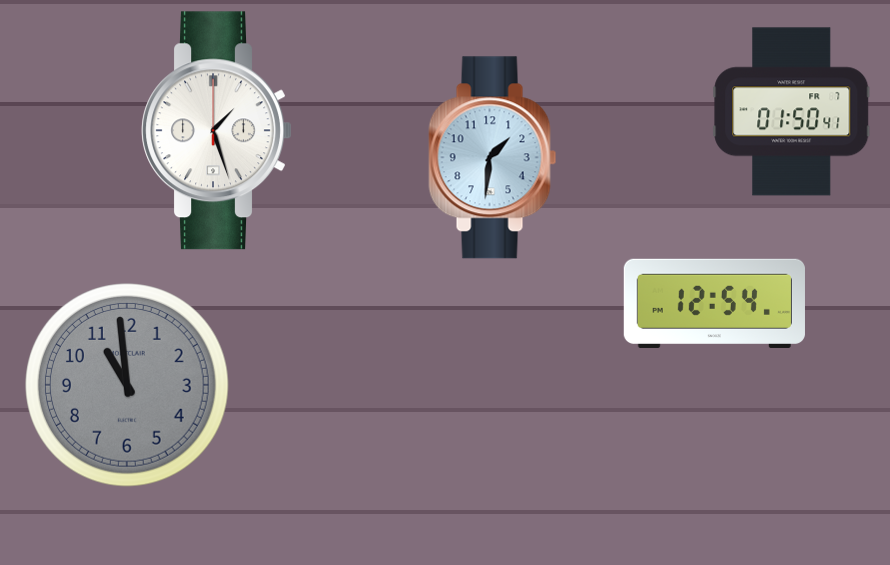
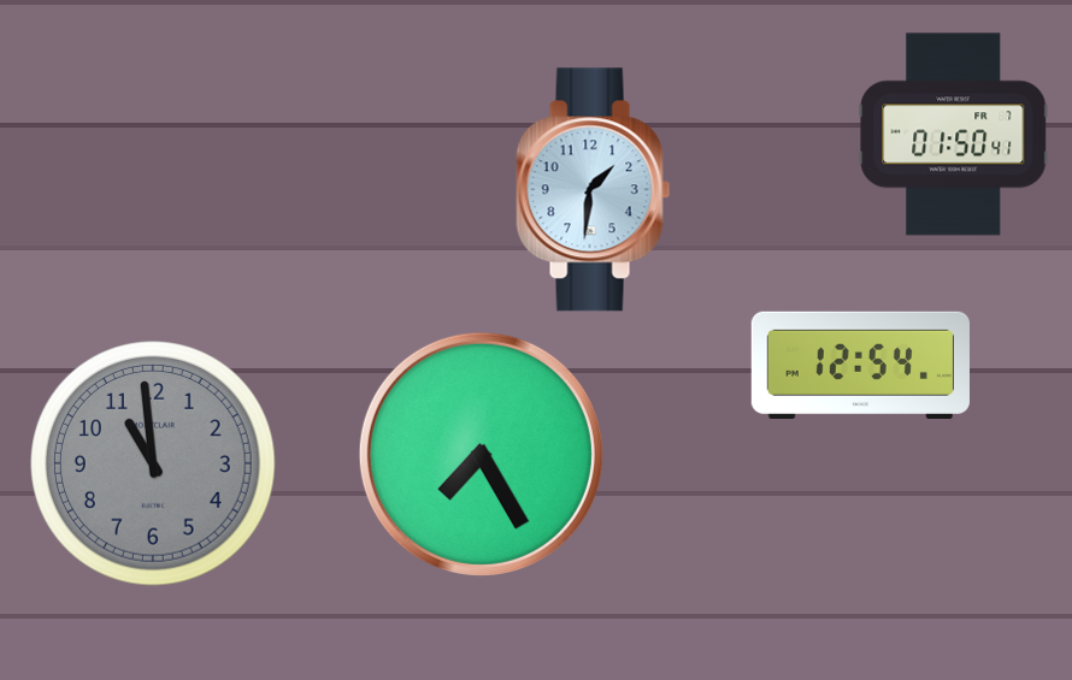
clock at (217, 131): 1:27 -> none
clock at (481, 454): none -> 7:25
